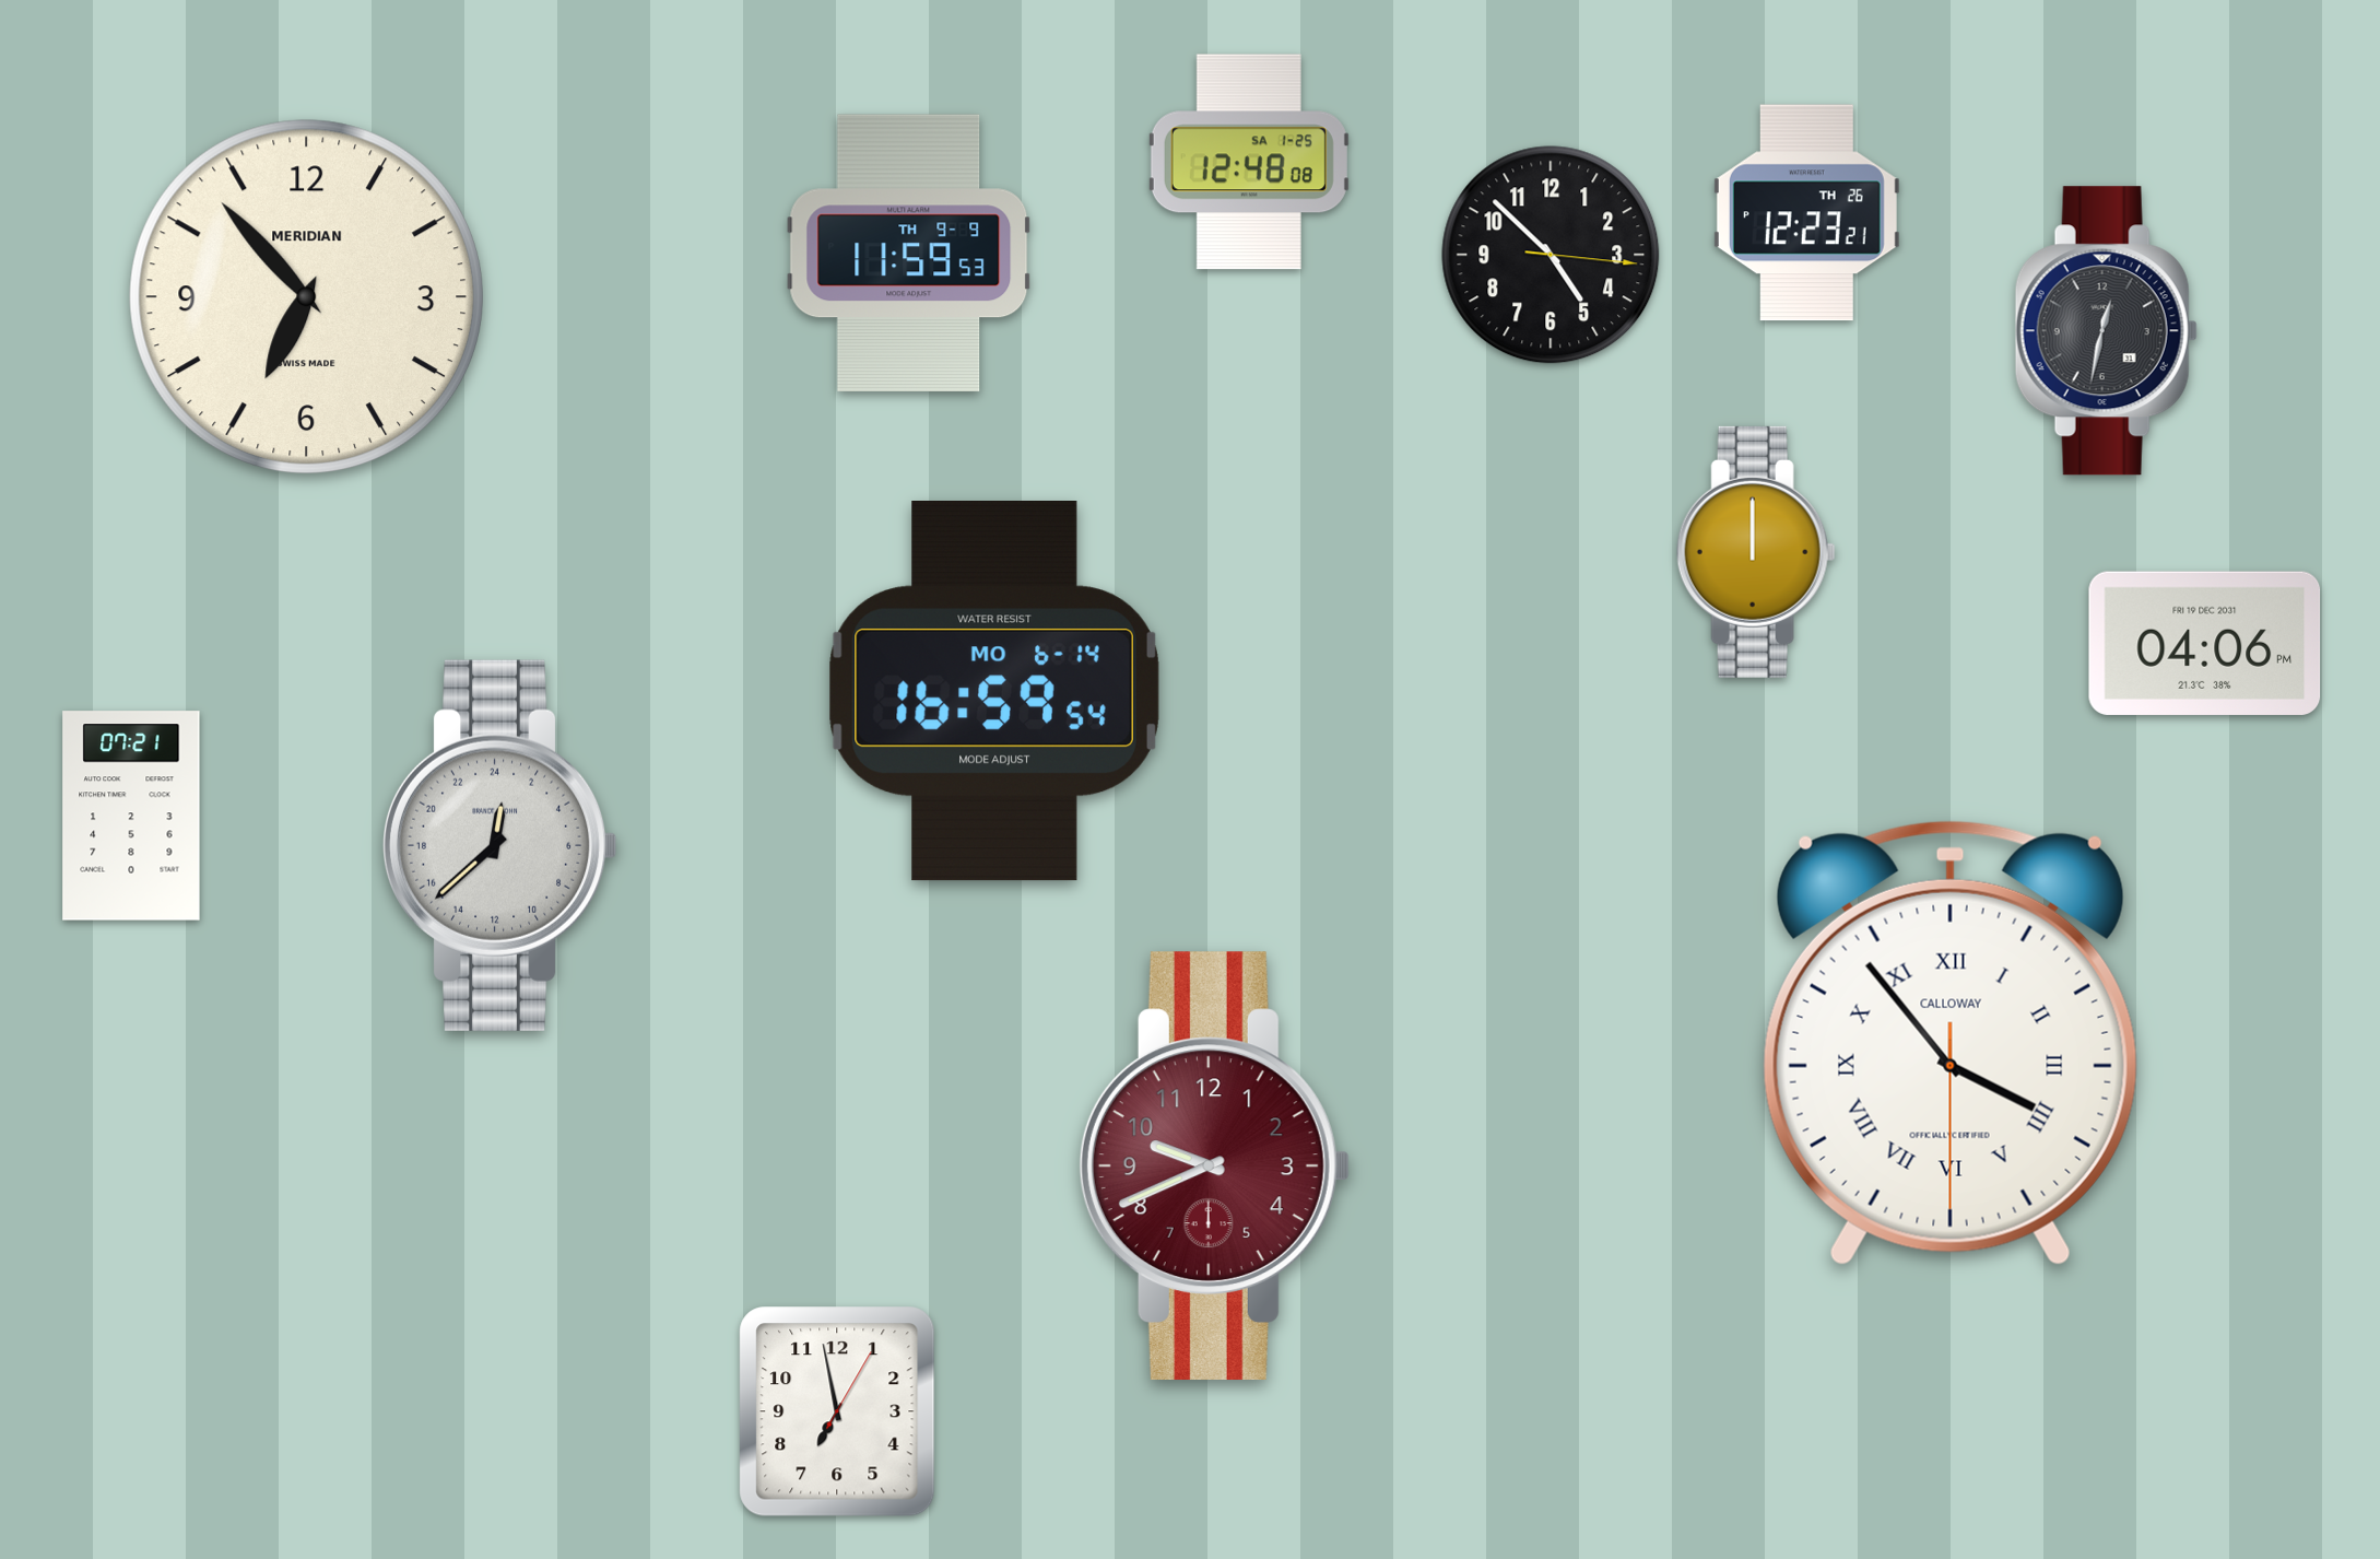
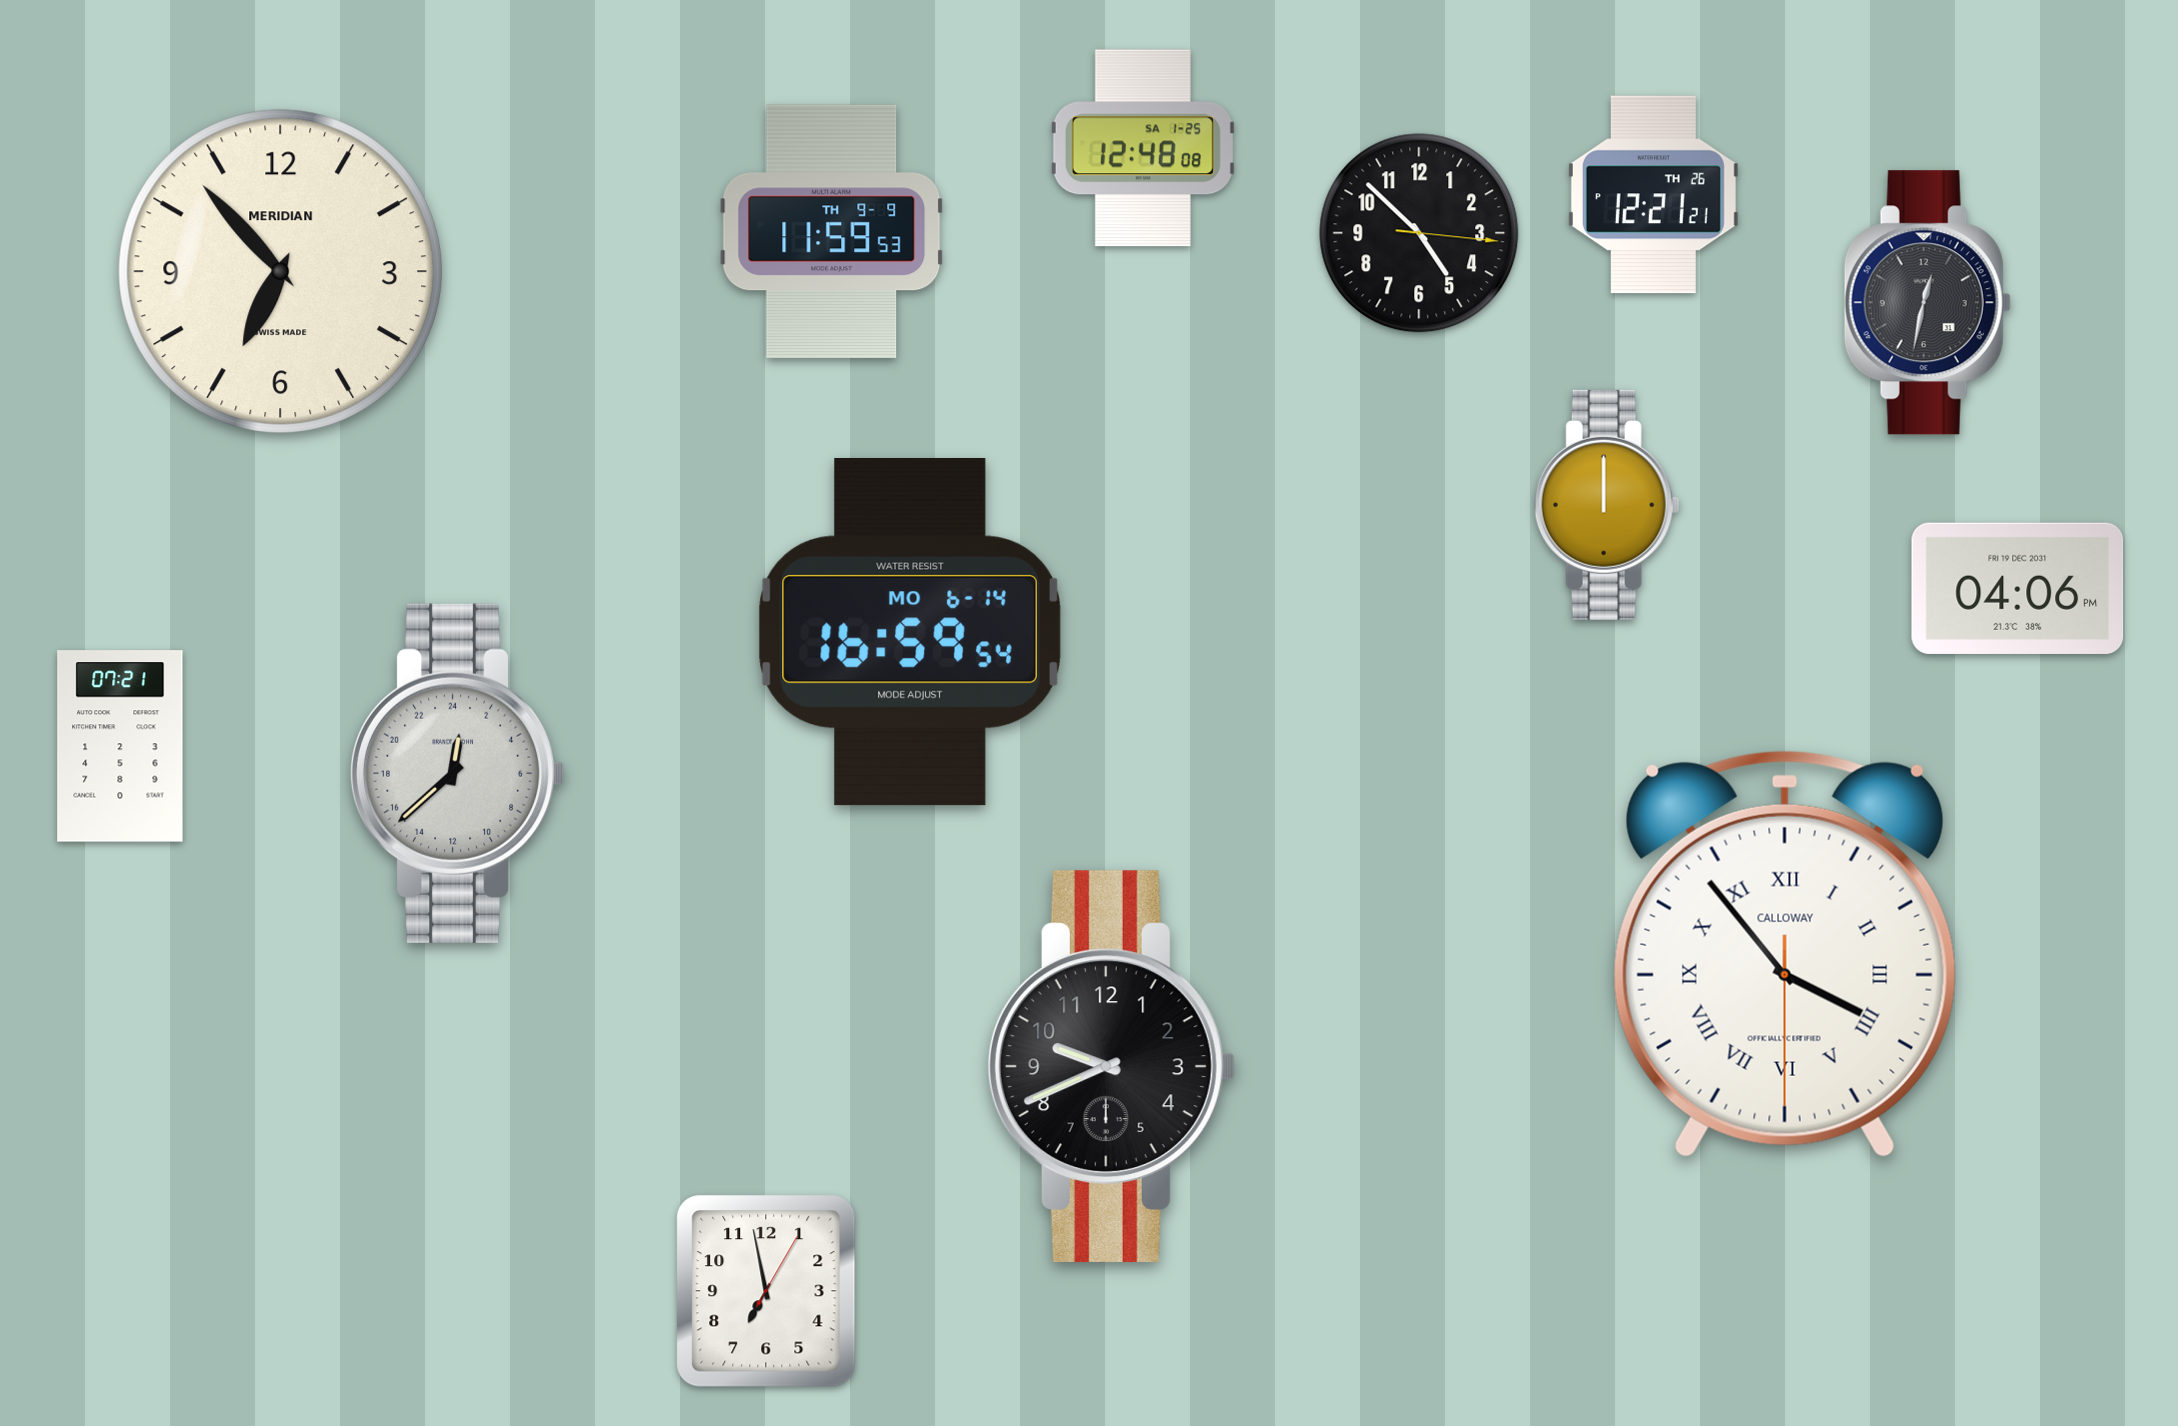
clock at (1806, 213): 12:23 -> 12:21
clock at (1214, 1165) dial: burgundy -> black
